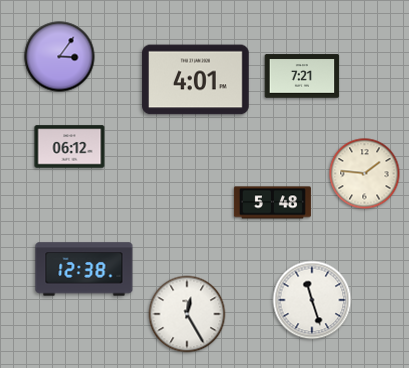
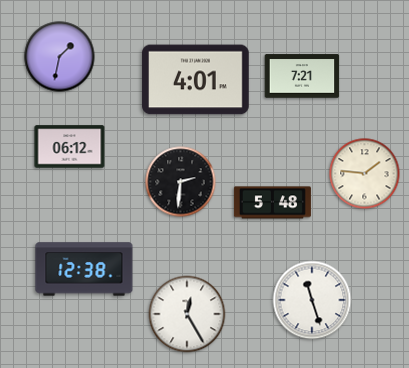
clock at (60, 57): 3:06 -> 1:32
clock at (181, 182): none -> 2:31
